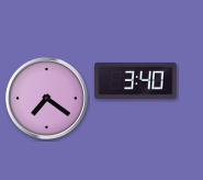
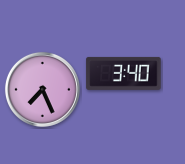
clock at (46, 98): 7:21 -> 7:26
